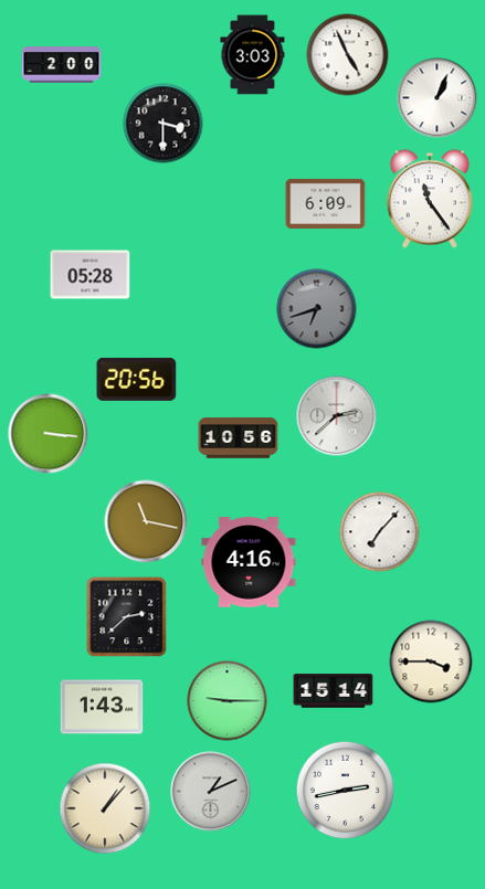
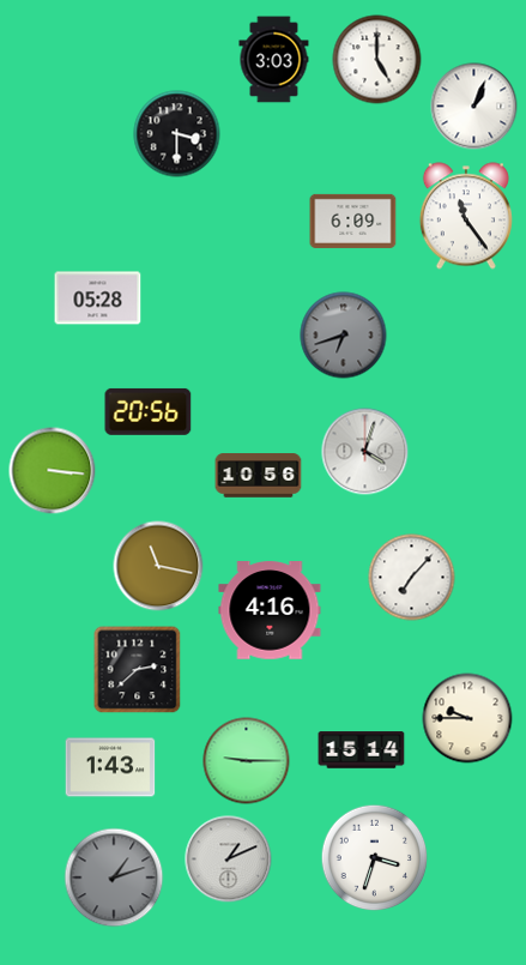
clock at (348, 55): 4:56 -> 5:00
clock at (62, 65): 2:00 -> none
clock at (337, 416): 2:38 -> 4:03
clock at (431, 662): 3:45 -> 9:45
clock at (346, 791): 2:43 -> 3:33
clock at (105, 808): 1:07 -> 1:12
clock at (105, 808) dial: cream -> grey
